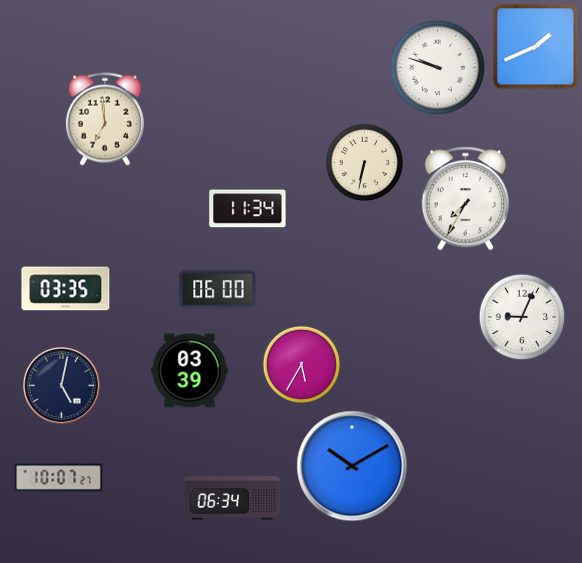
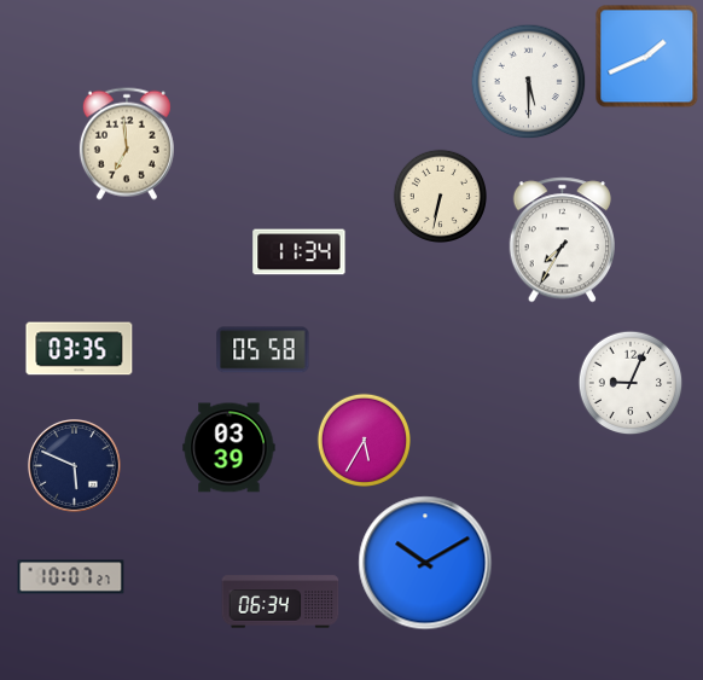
clock at (437, 67): 9:48 -> 5:30
clock at (218, 290): 06:00 -> 05:58
clock at (61, 385): 5:02 -> 5:49
